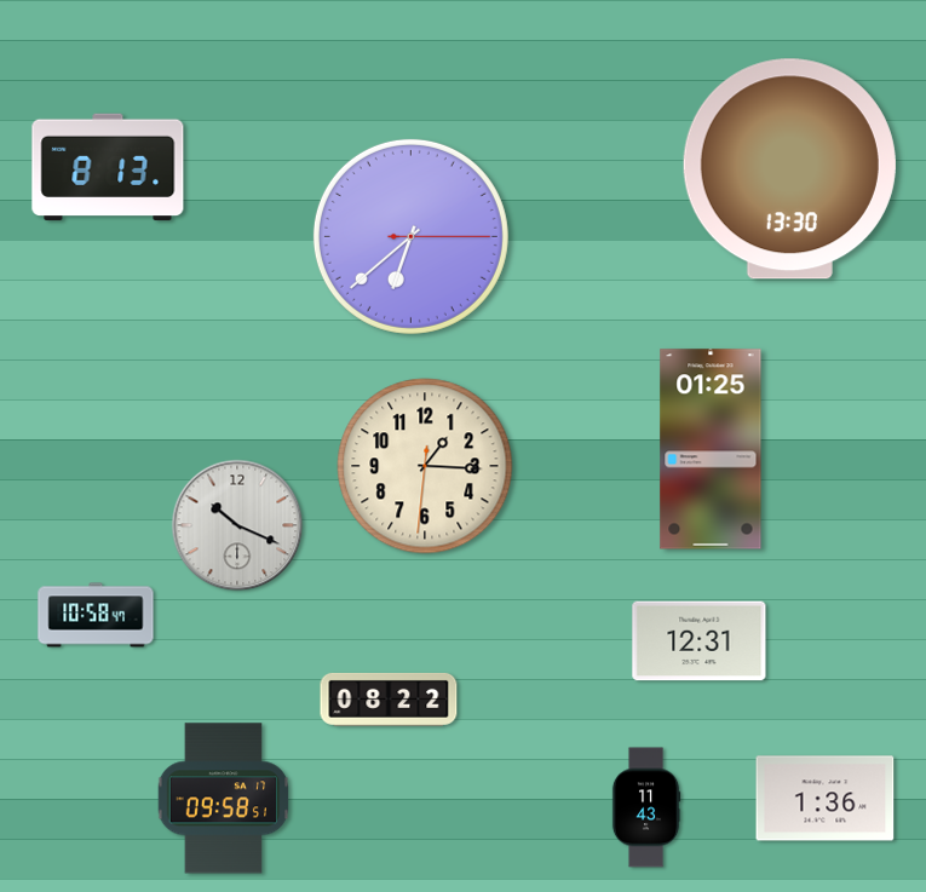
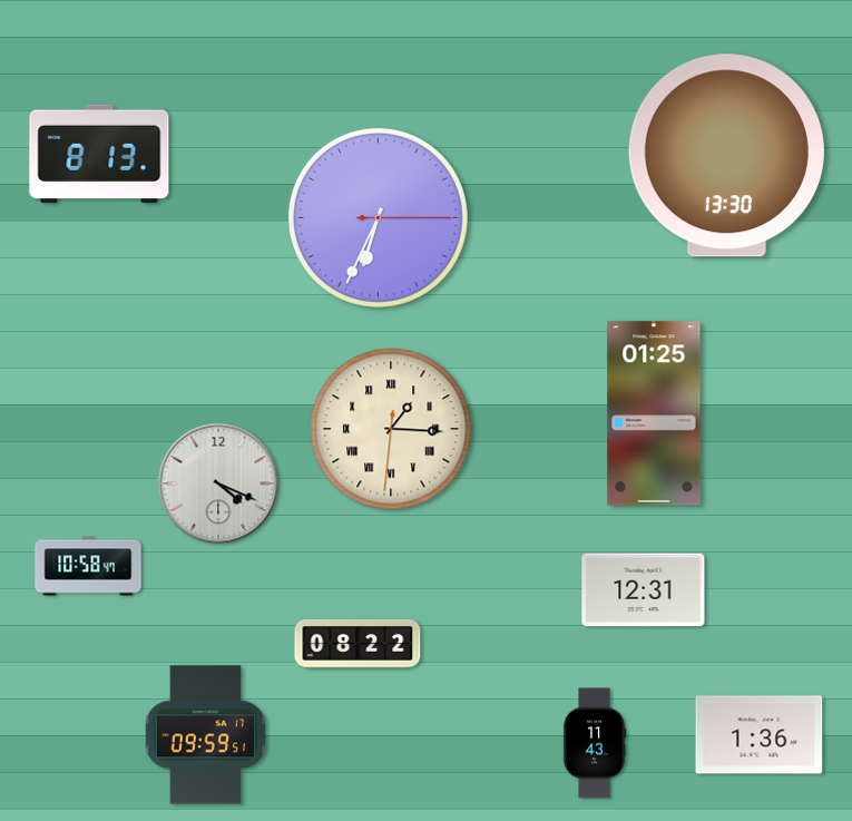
clock at (410, 236): 6:38 -> 6:34
clock at (425, 466) numerals: Arabic -> Roman
clock at (237, 525): 10:19 -> 4:19
clock at (224, 799): 09:58 -> 09:59
